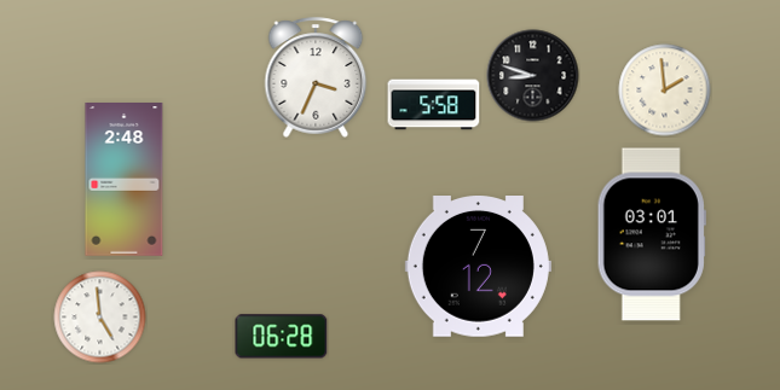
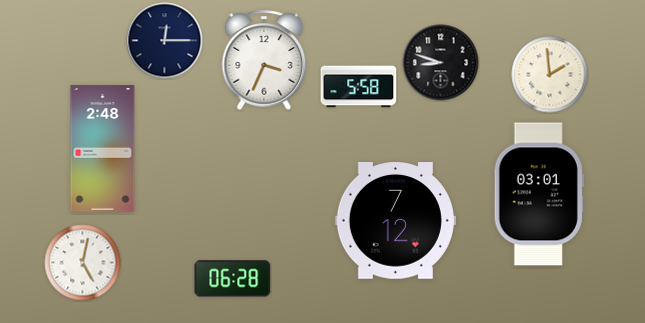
clock at (165, 41): none -> 12:15
clock at (316, 77) position: (316, 77) -> (264, 60)
clock at (100, 318): 4:59 -> 5:02
